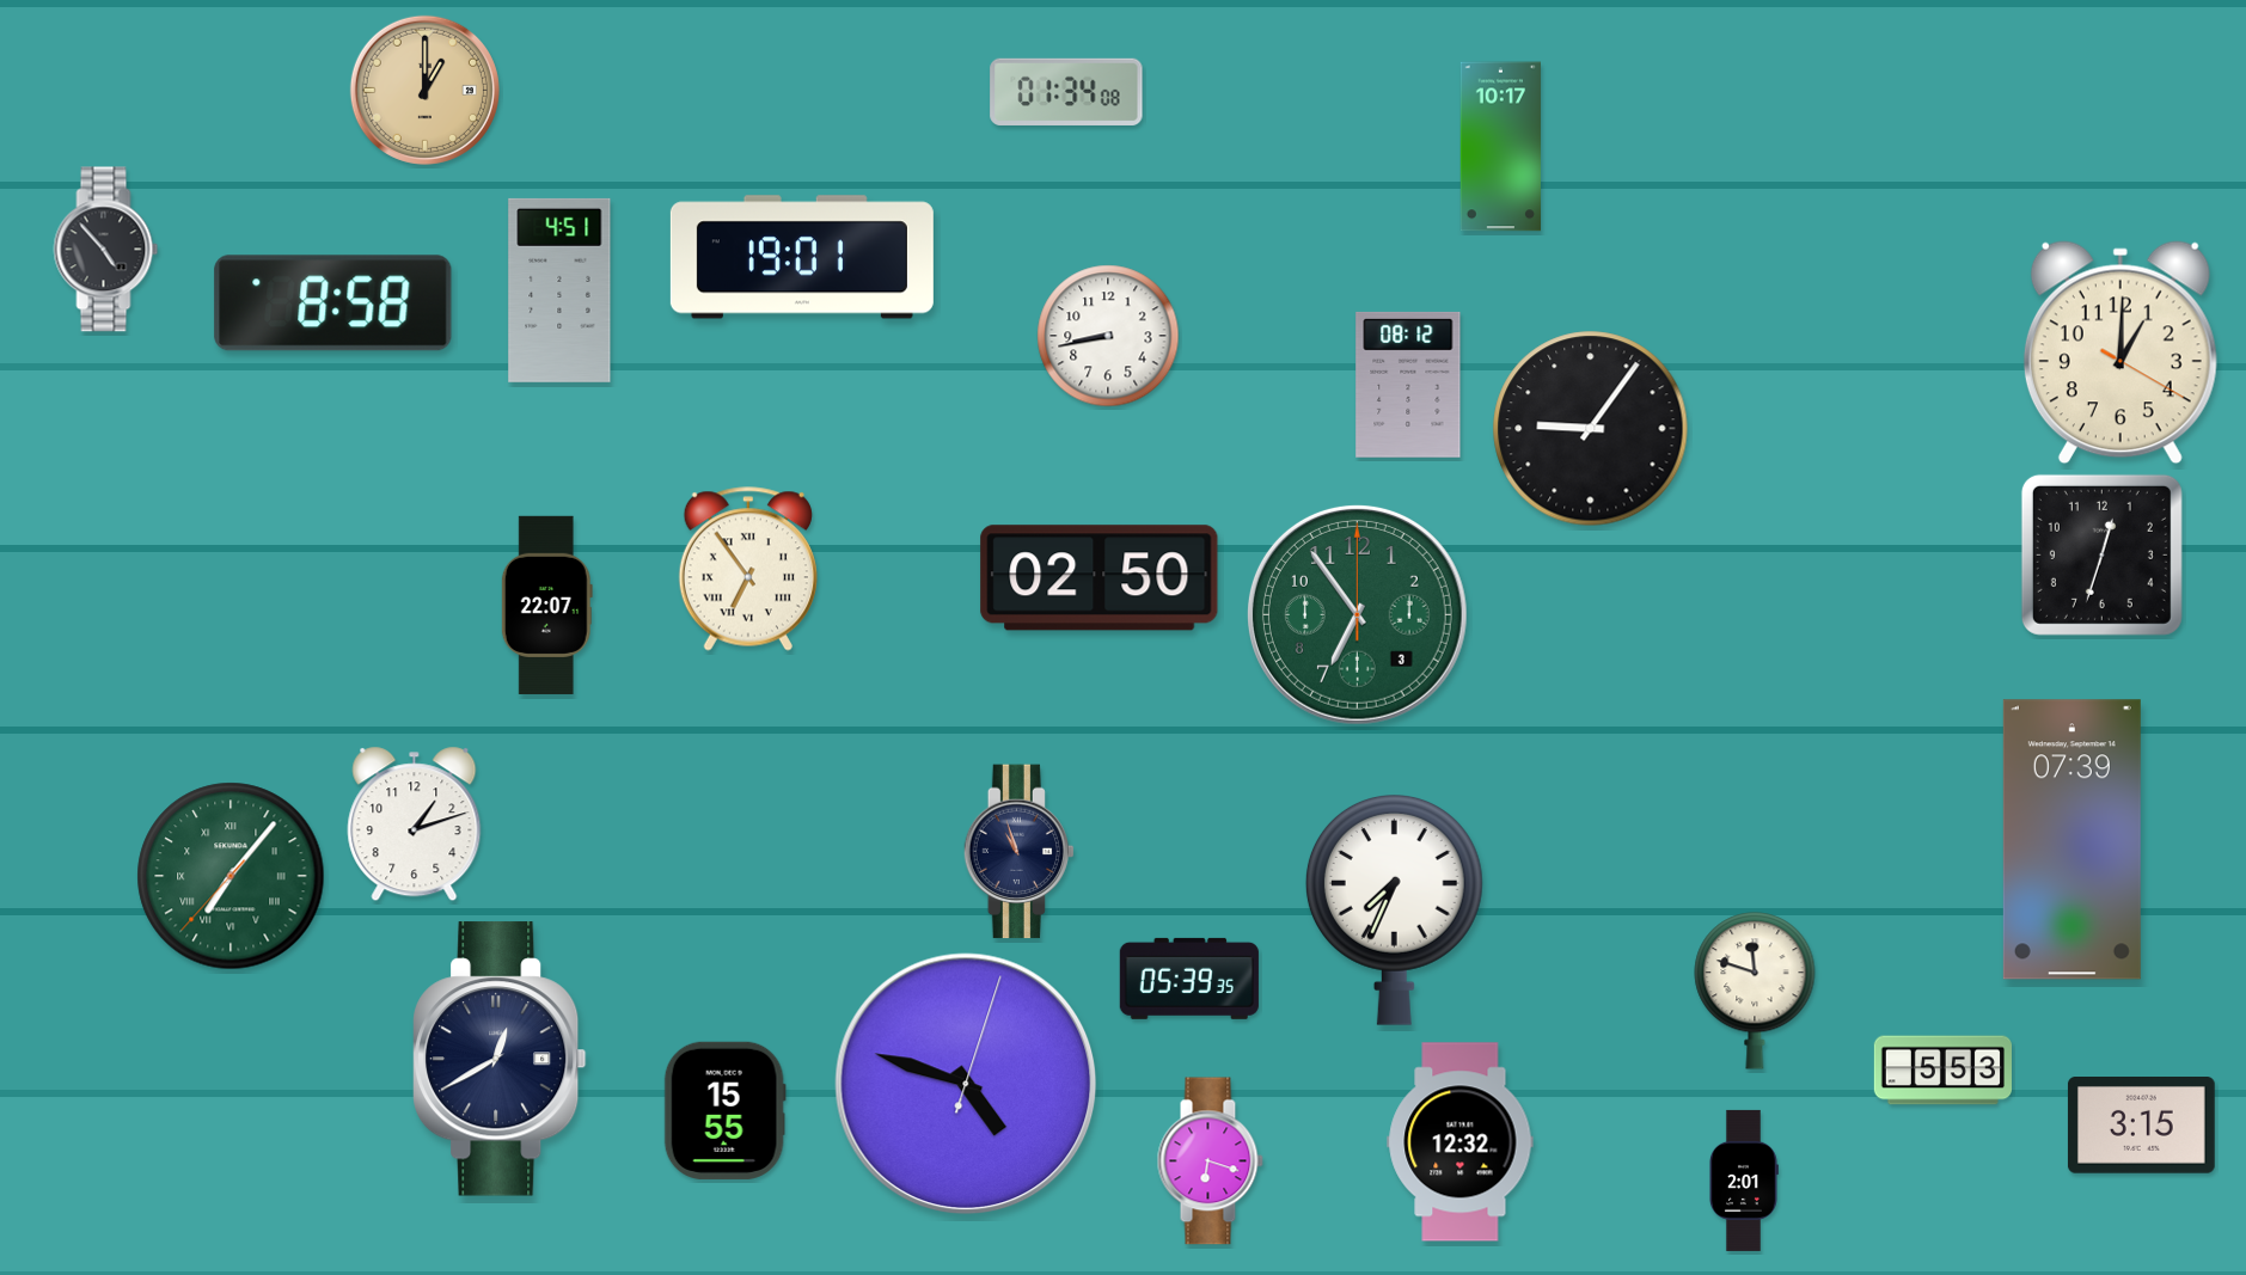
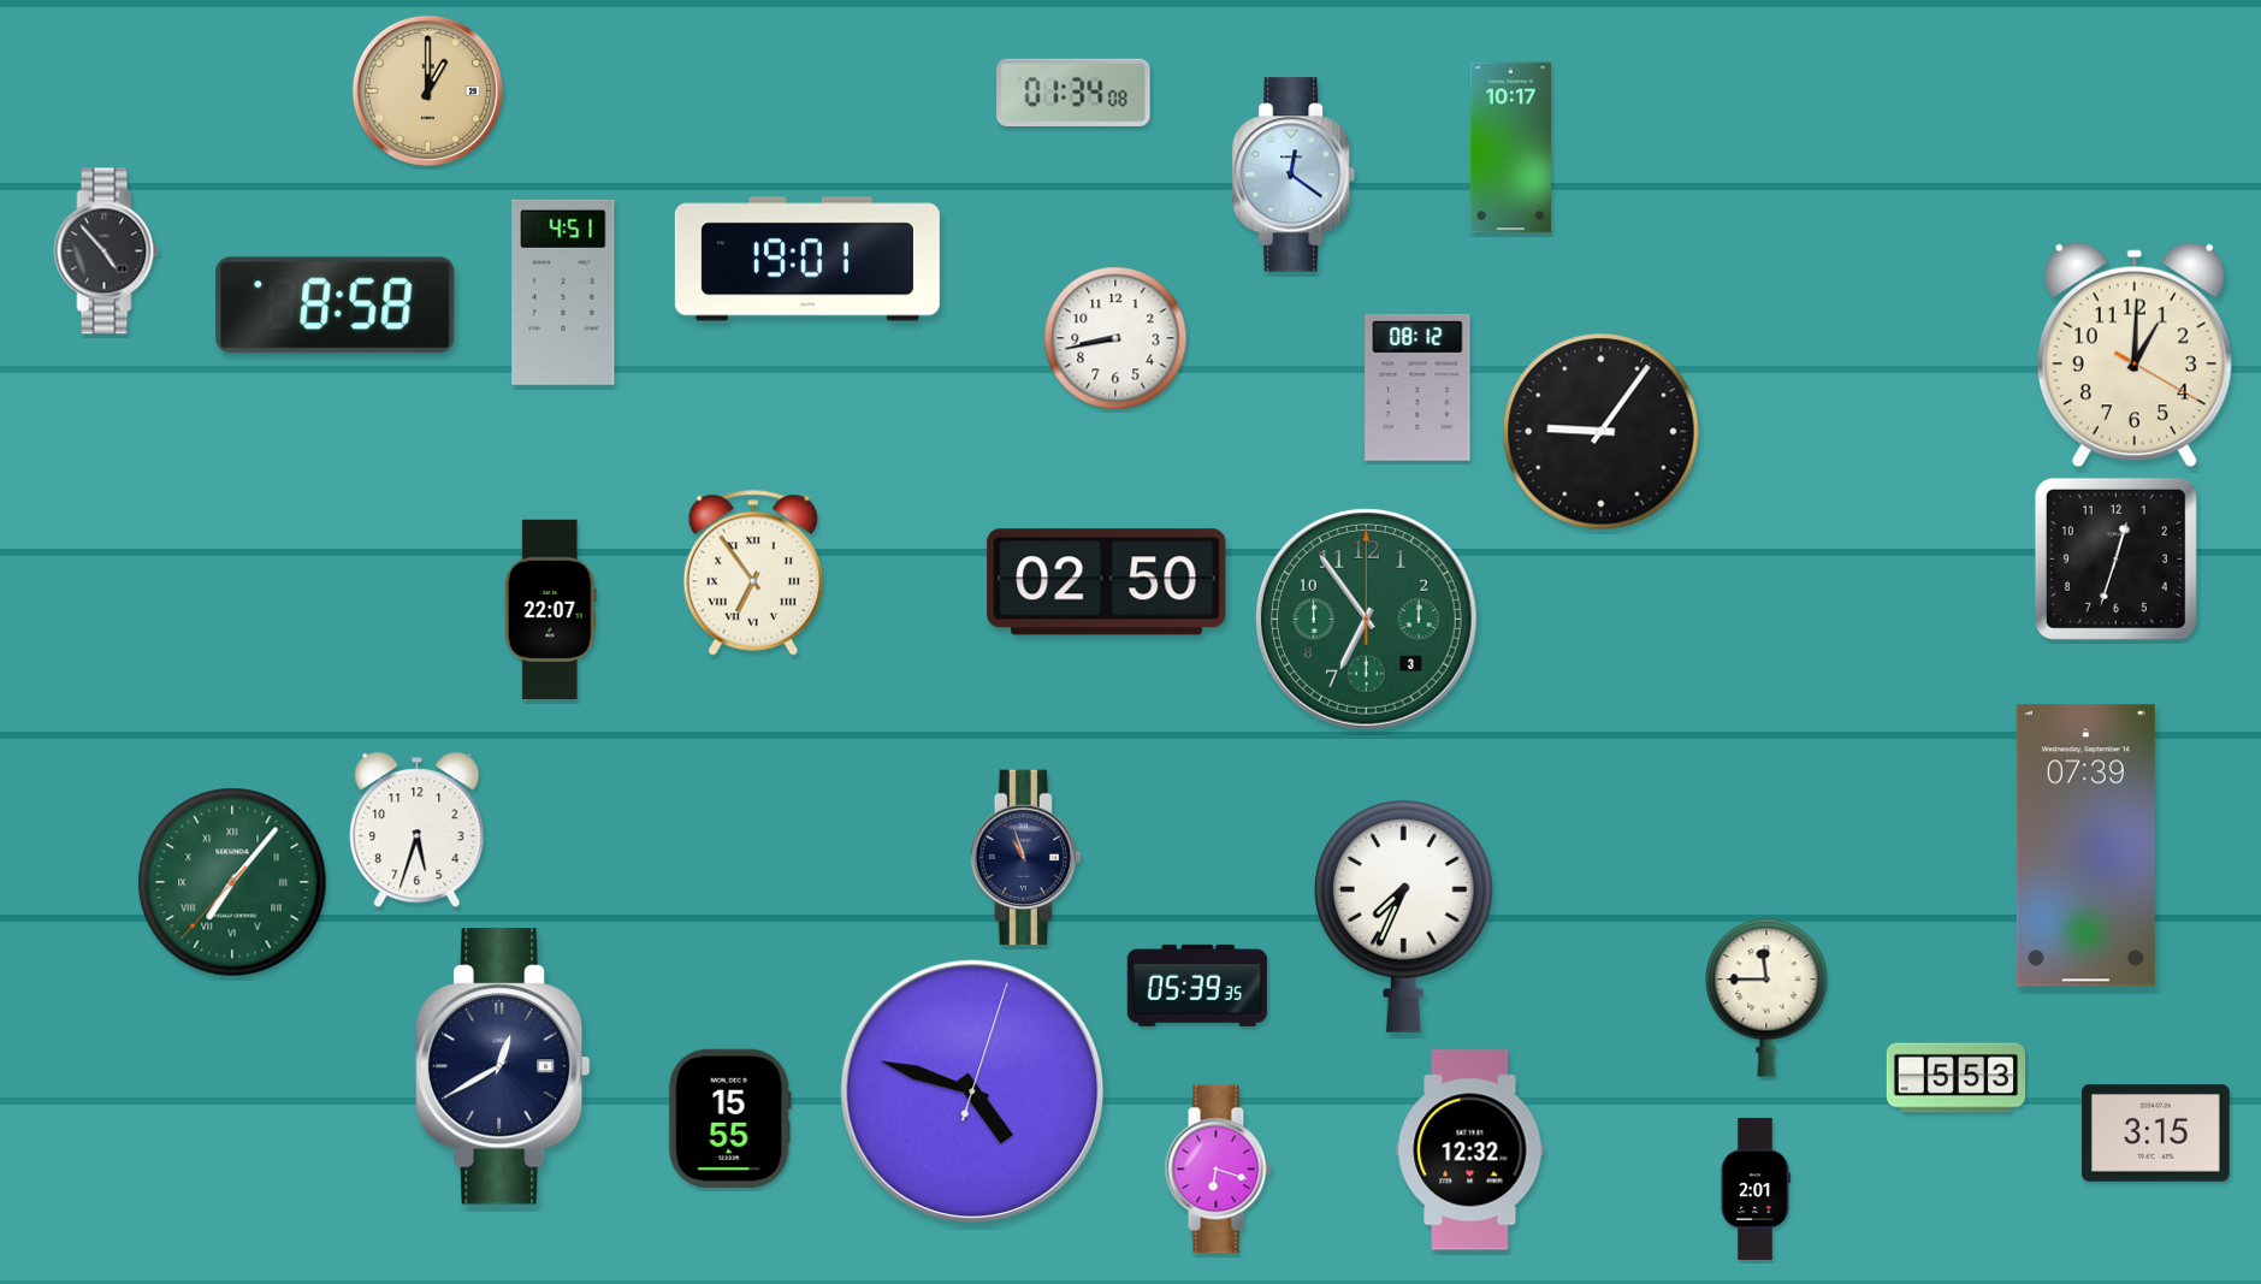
clock at (1295, 174): none -> 12:21
clock at (415, 825): 1:12 -> 5:33
clock at (1755, 991): 11:48 -> 11:45
